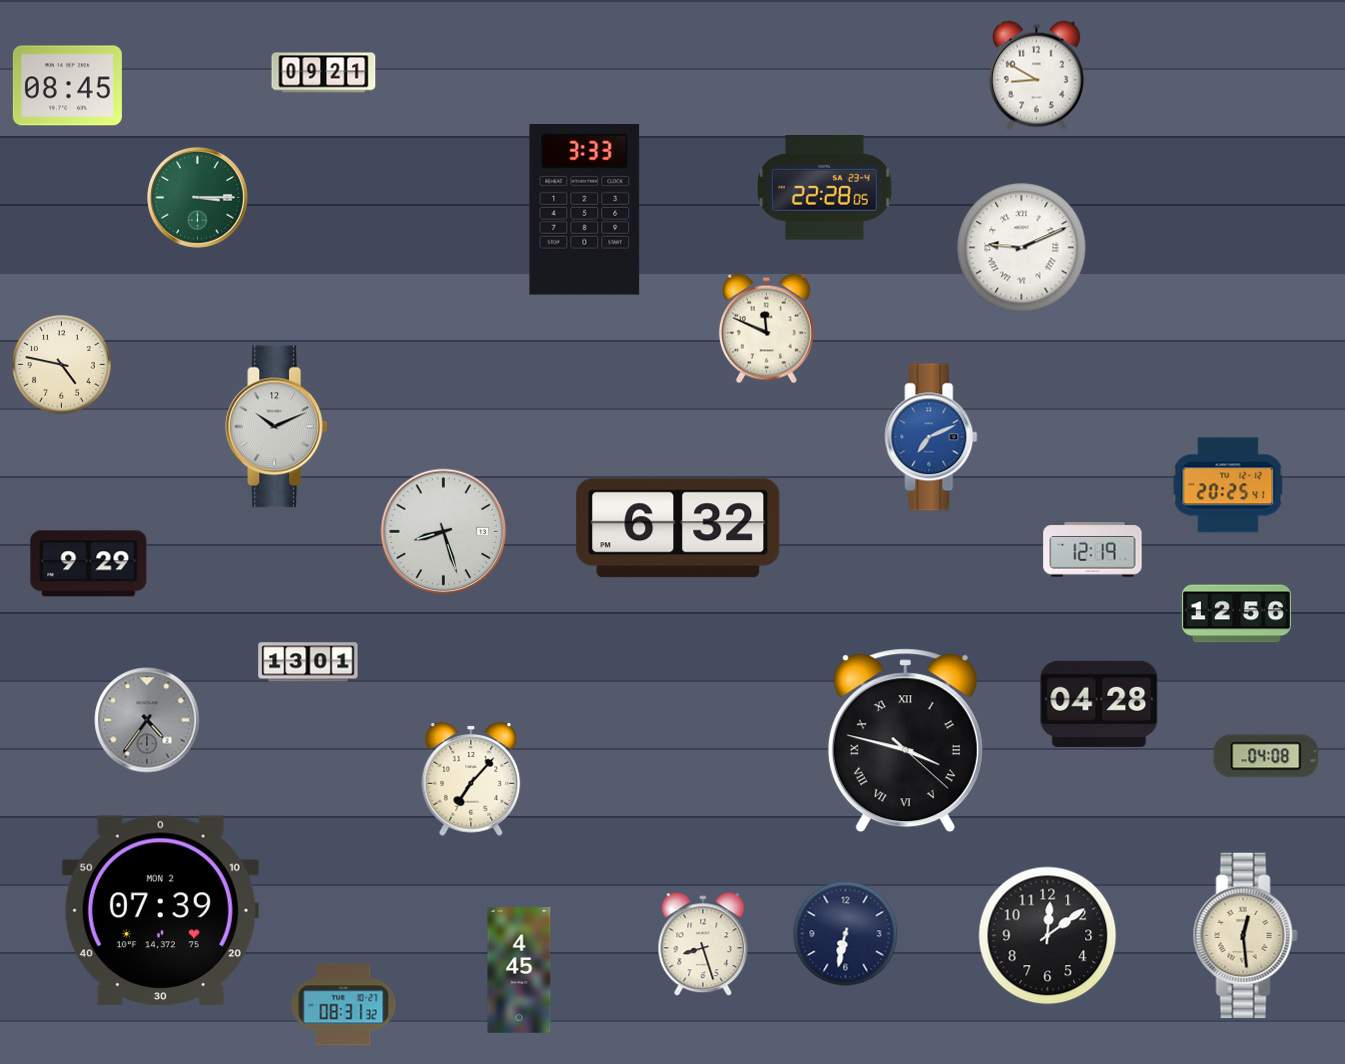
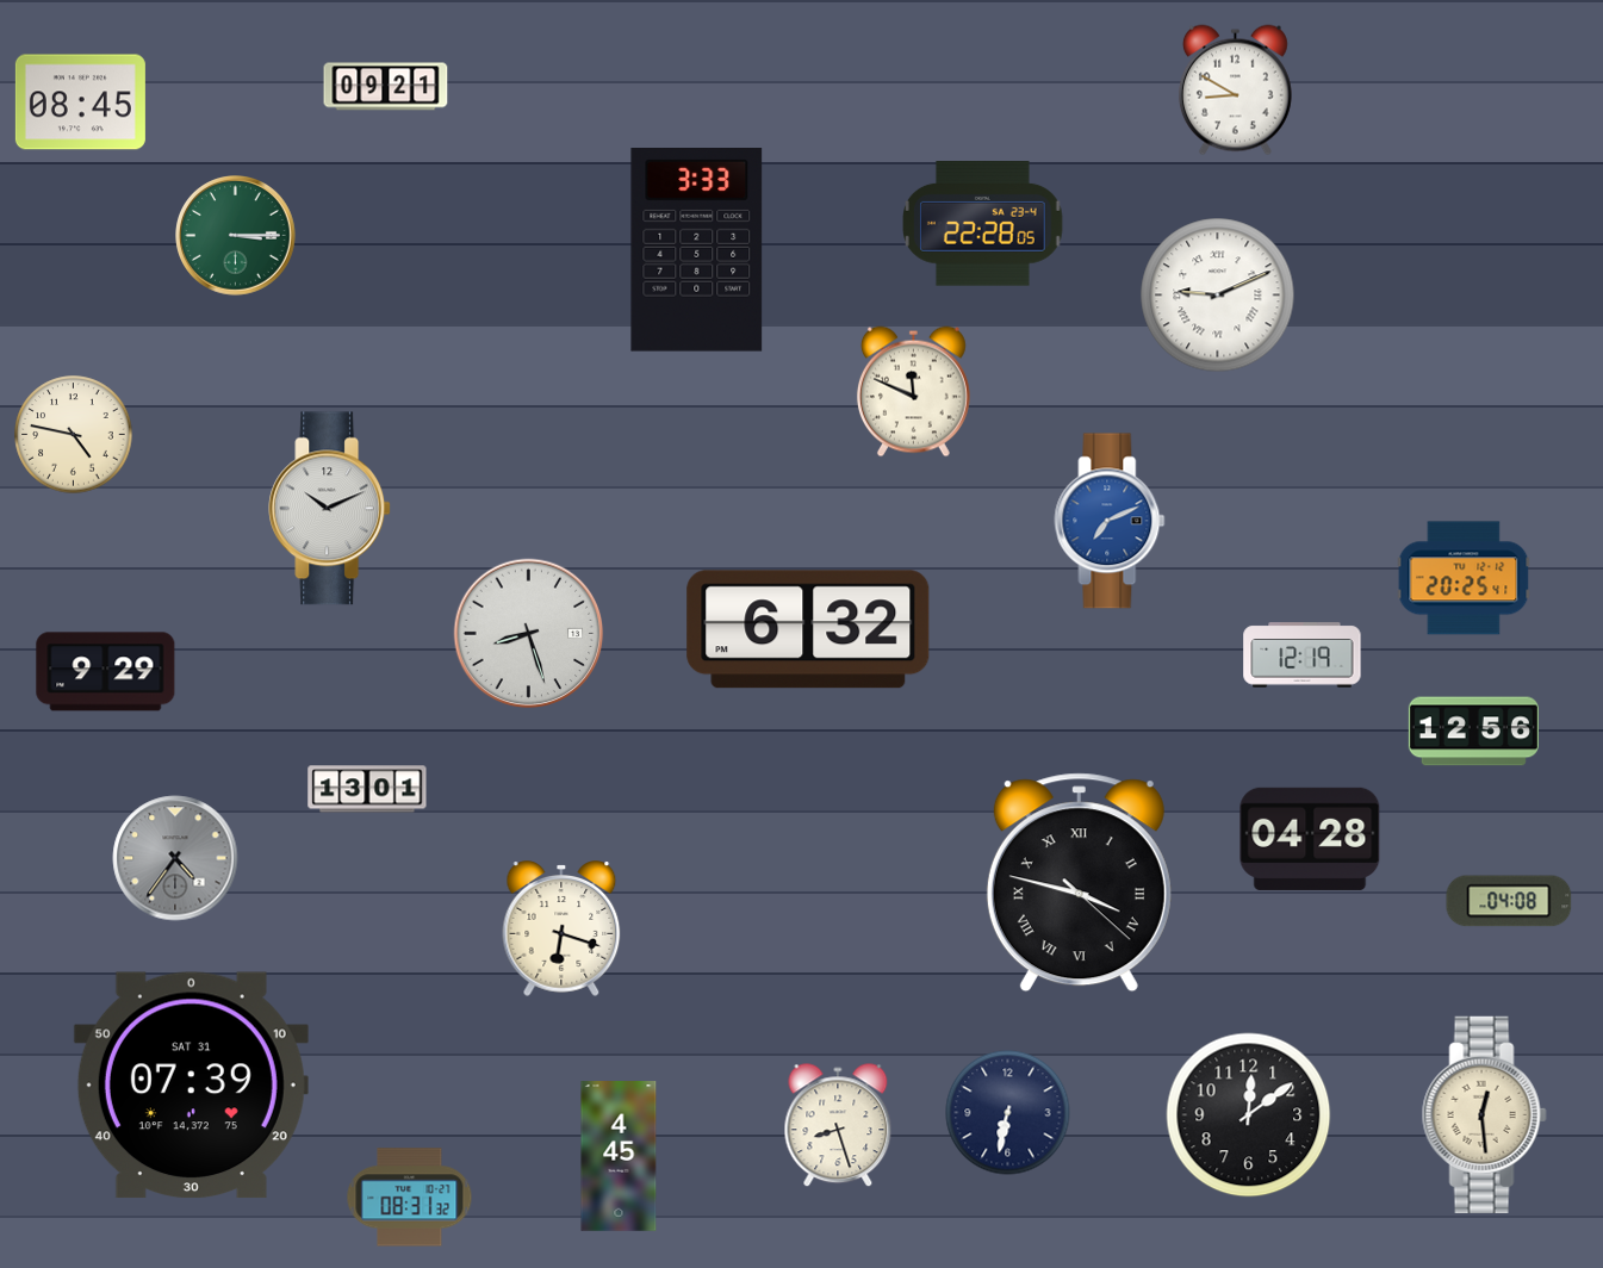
clock at (471, 779): 7:07 -> 6:18
clock at (160, 911) date: MON 2 -> SAT 31
